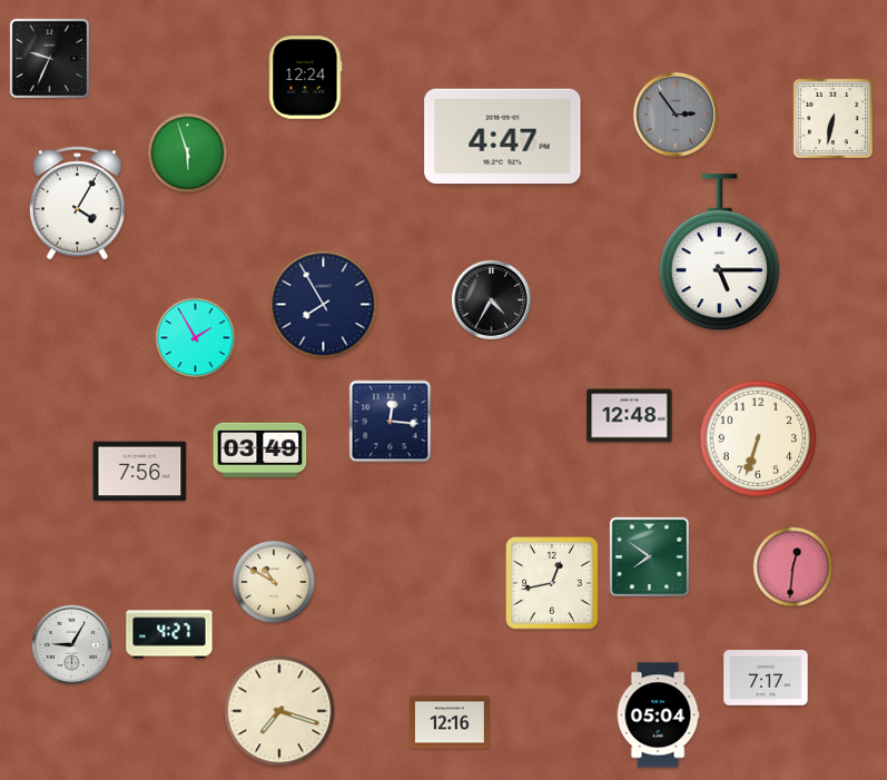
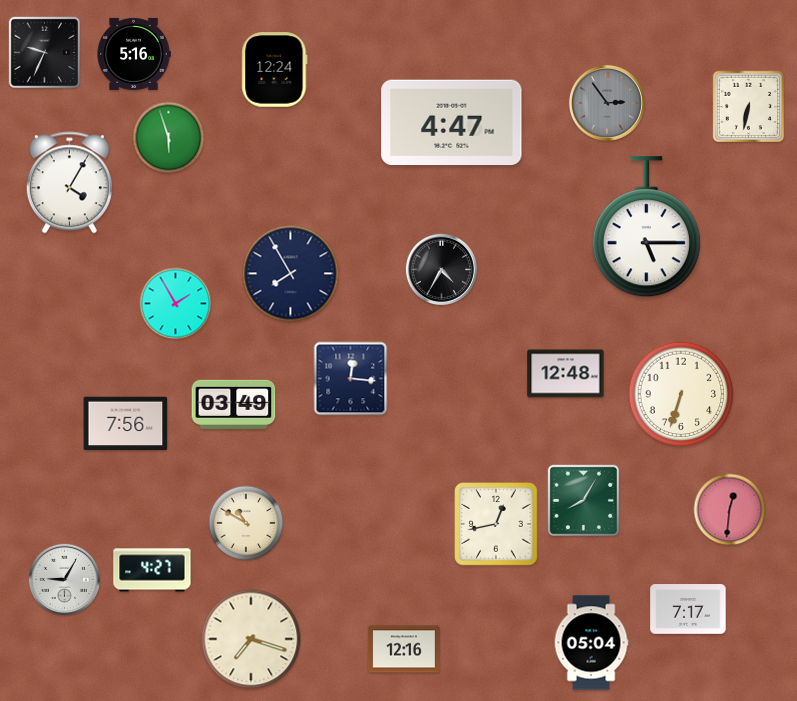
clock at (134, 54): none -> 5:16
clock at (650, 557): 7:51 -> 8:05
clock at (794, 567) position: (794, 567) -> (730, 510)
